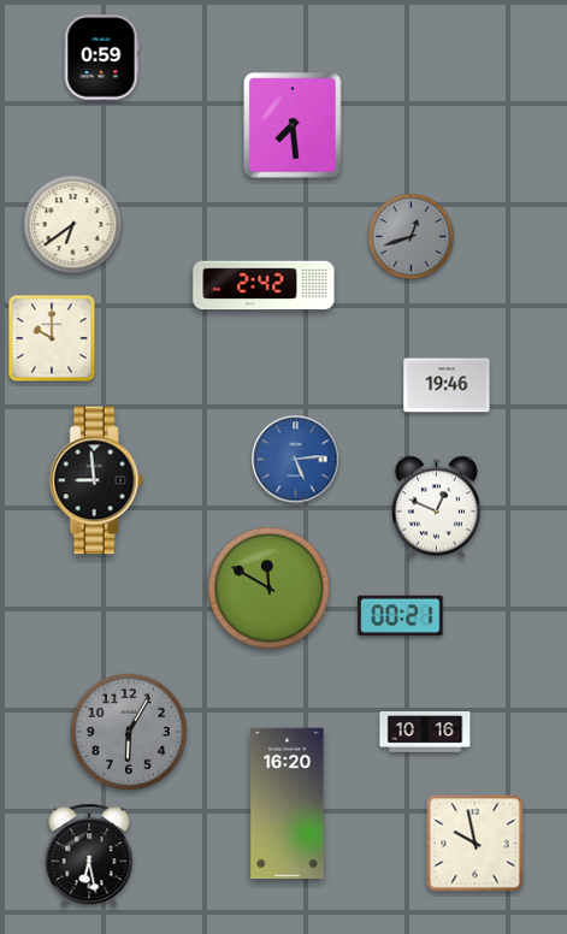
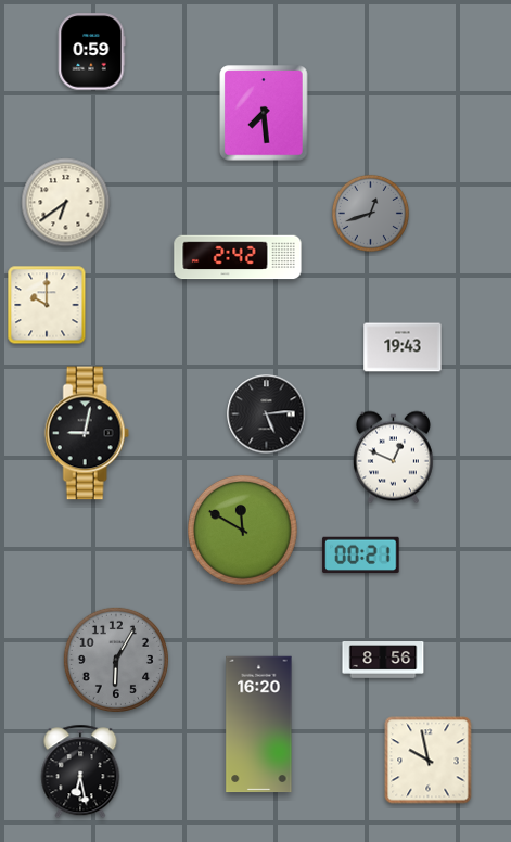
clock at (447, 385): 19:46 -> 19:43
clock at (296, 460) dial: blue -> black
clock at (96, 480): 8:59 -> 9:02
clock at (425, 733): 10:16 -> 8:56
